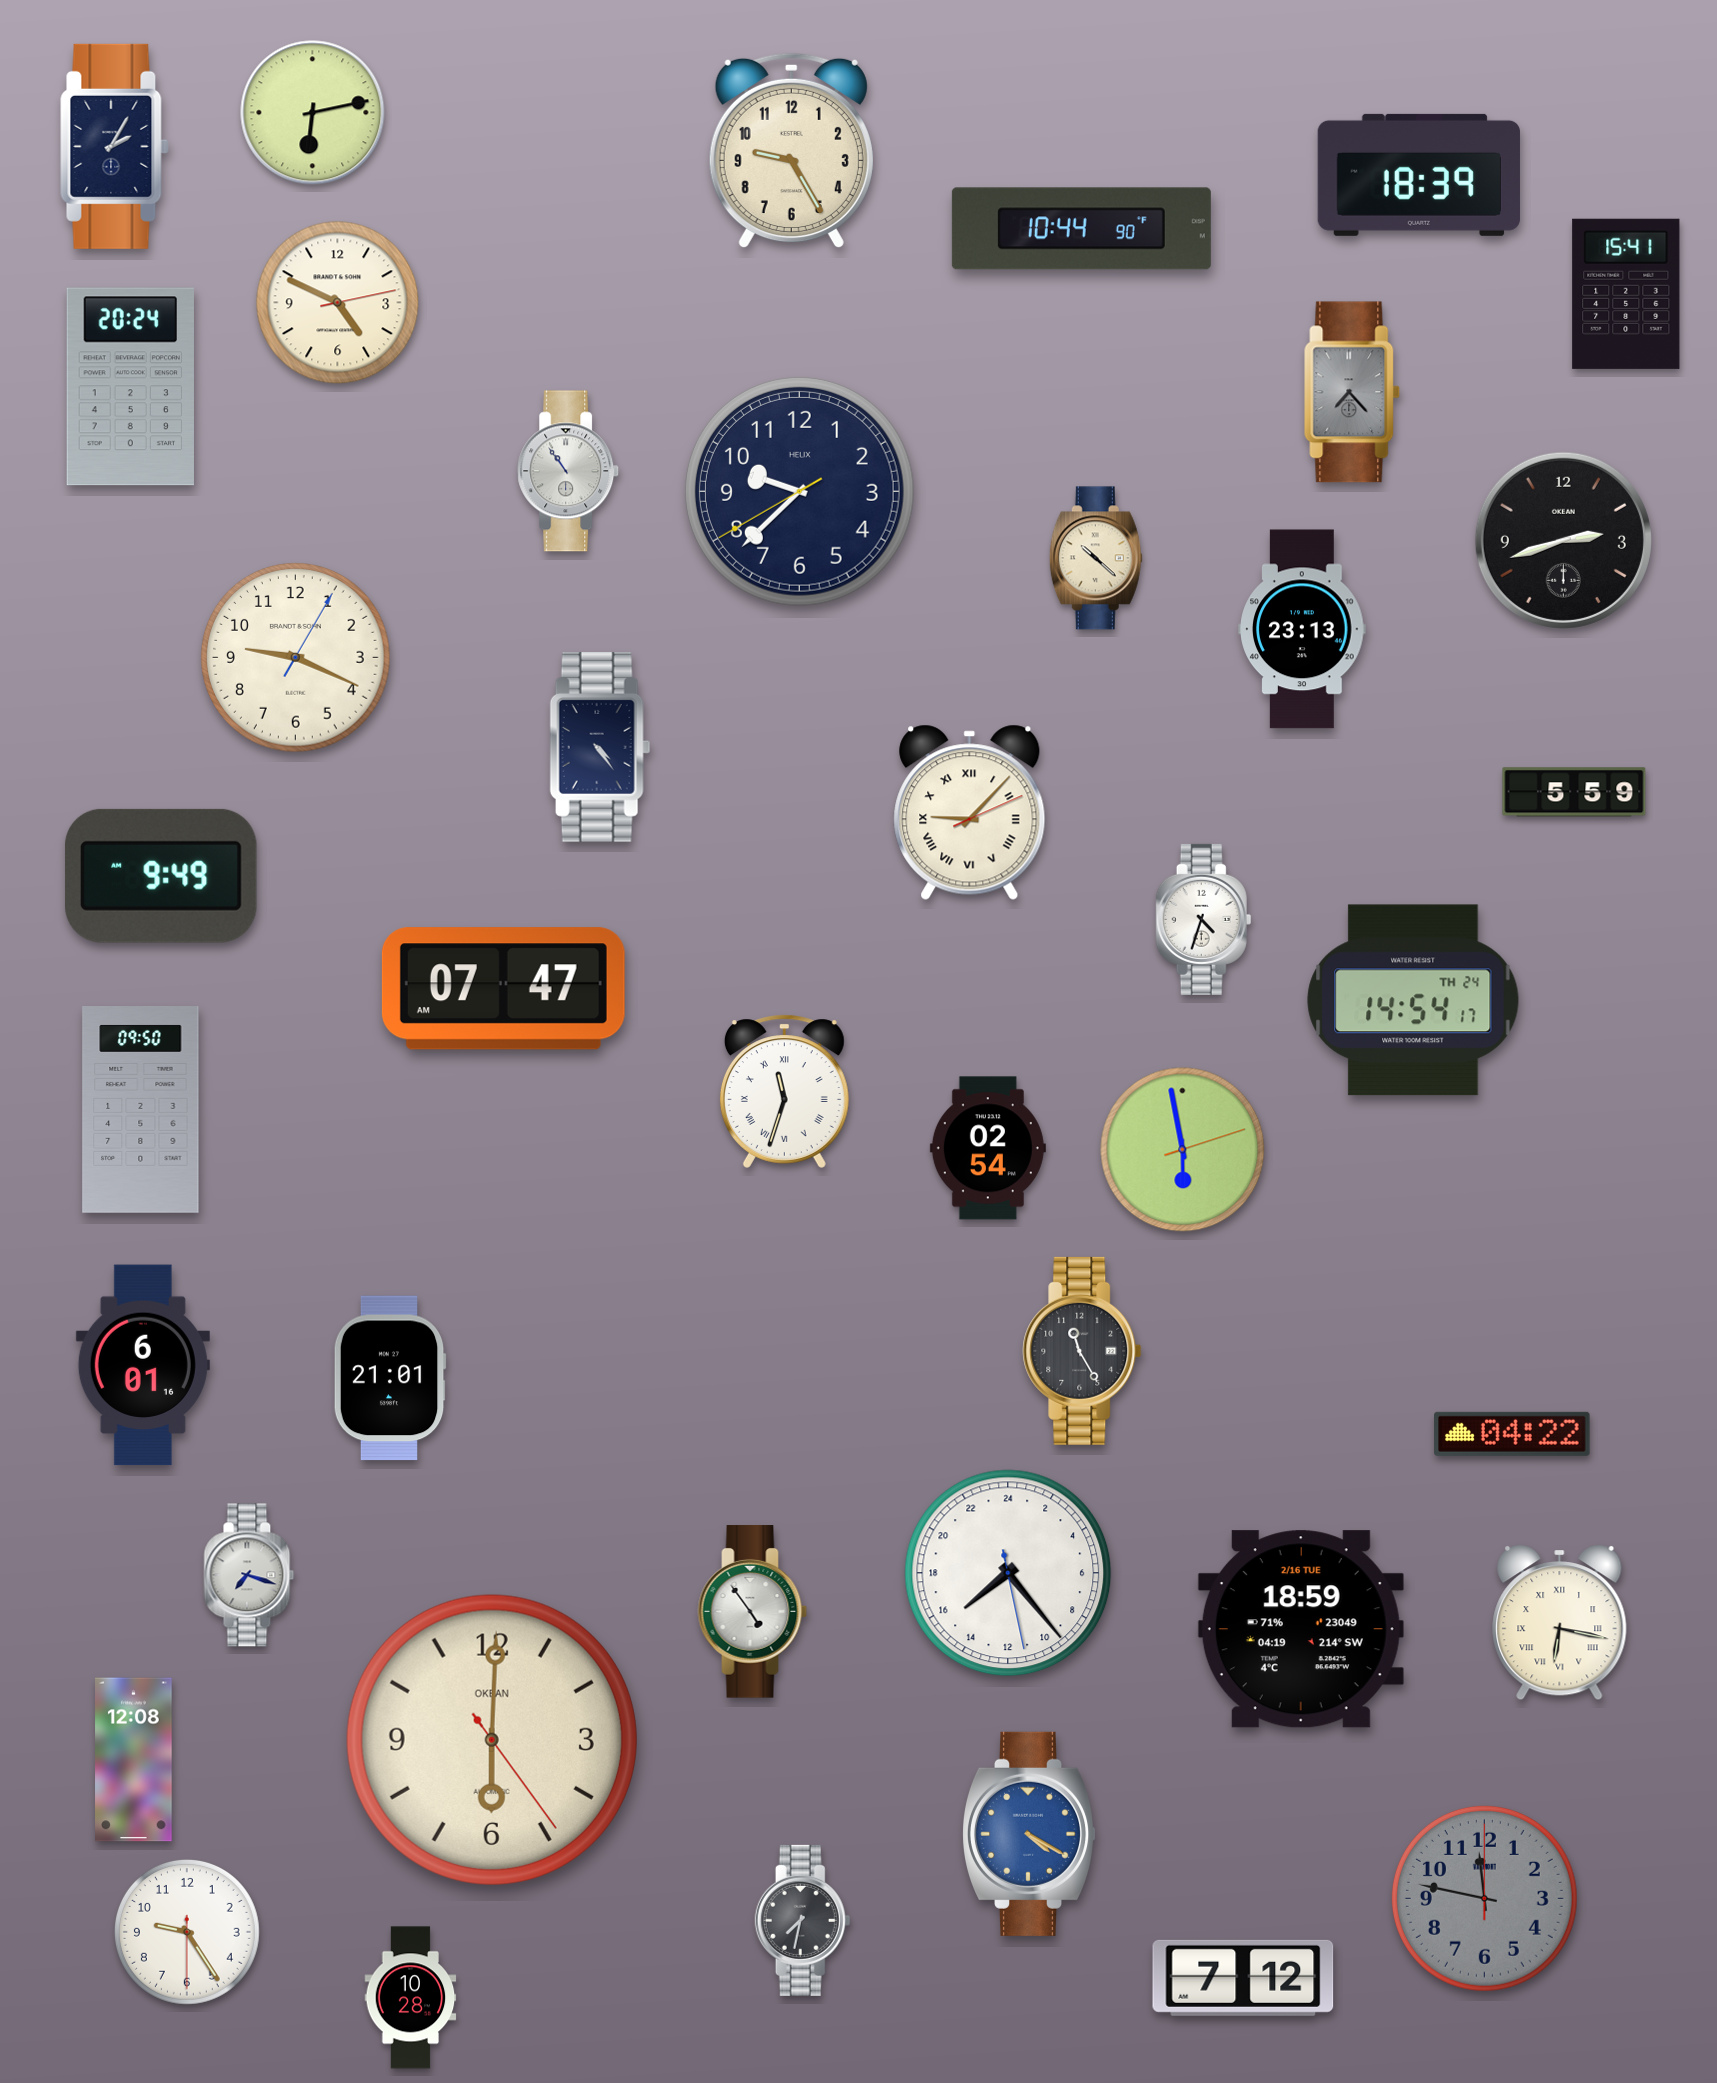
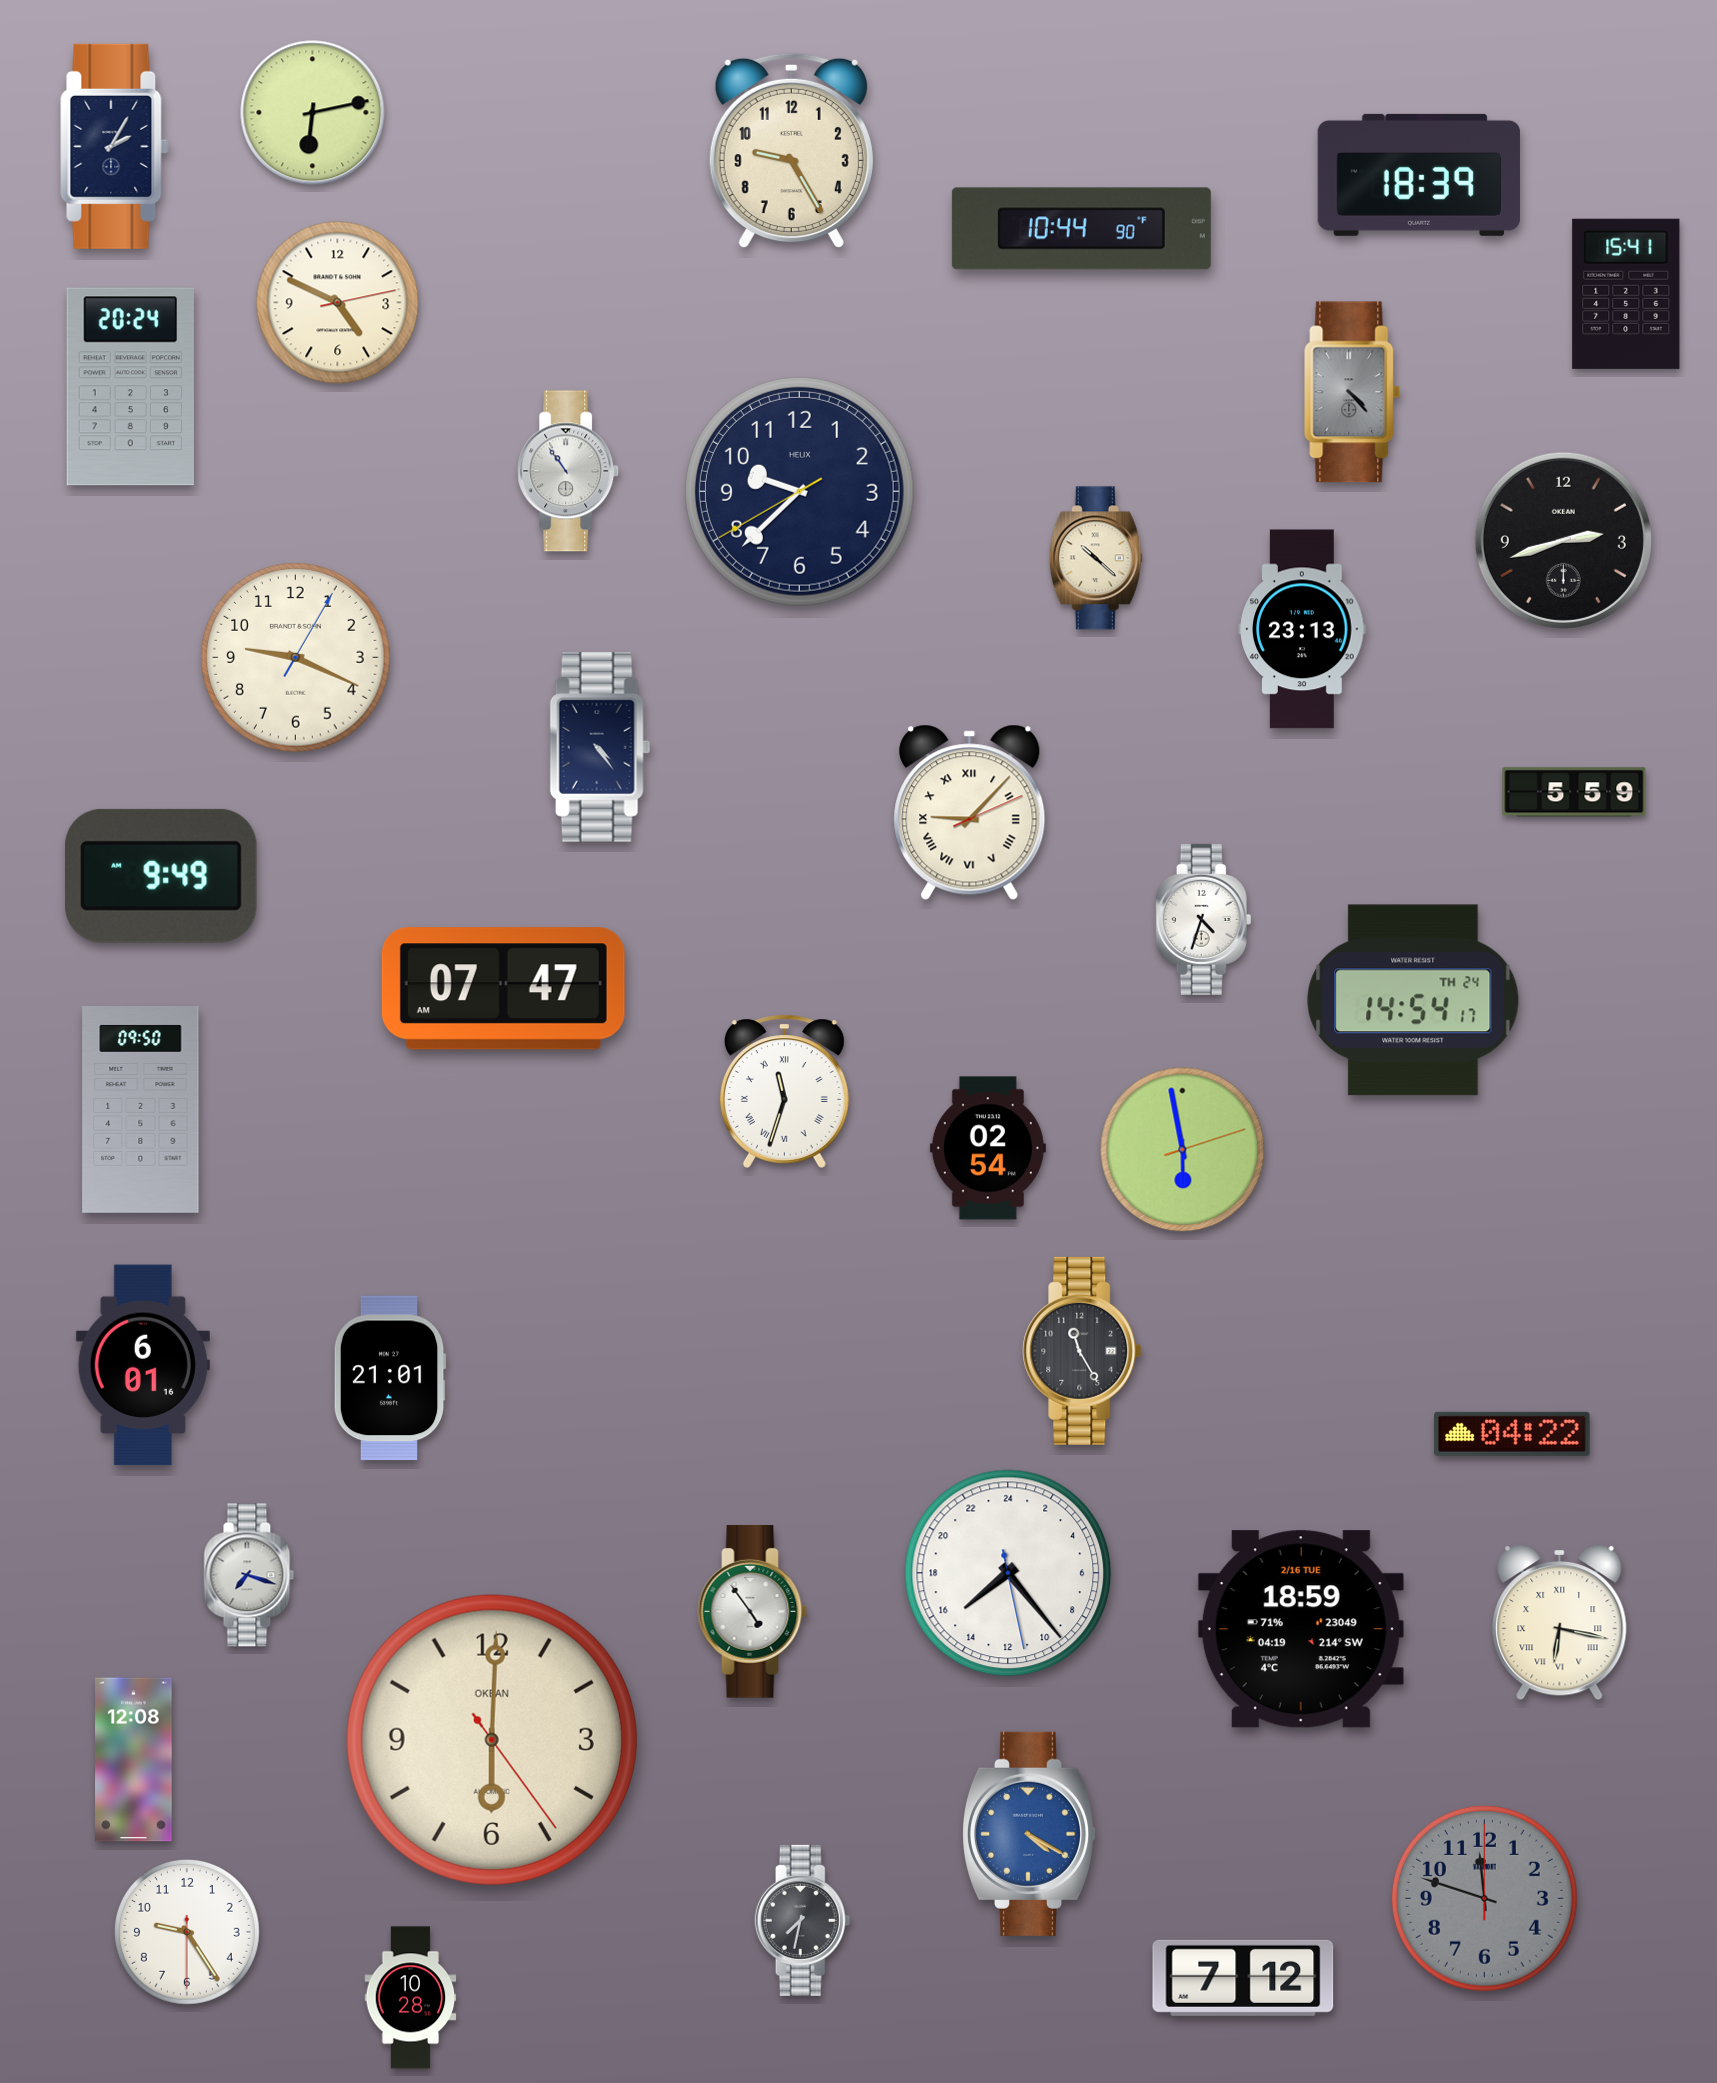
clock at (1352, 392): 7:23 -> 4:23
clock at (1484, 1898): 11:47 -> 11:48
